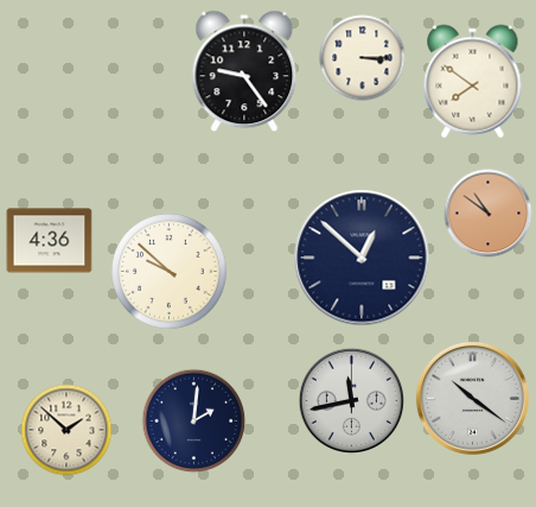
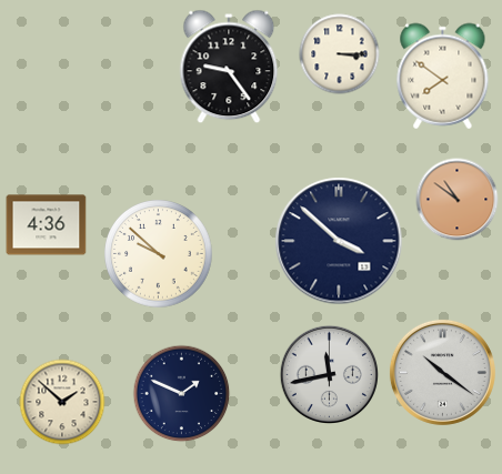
clock at (362, 258): 12:52 -> 3:52
clock at (194, 422): 2:01 -> 1:49
